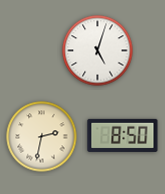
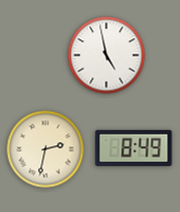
clock at (98, 51): 5:03 -> 4:58
clock at (123, 135): 8:50 -> 8:49
